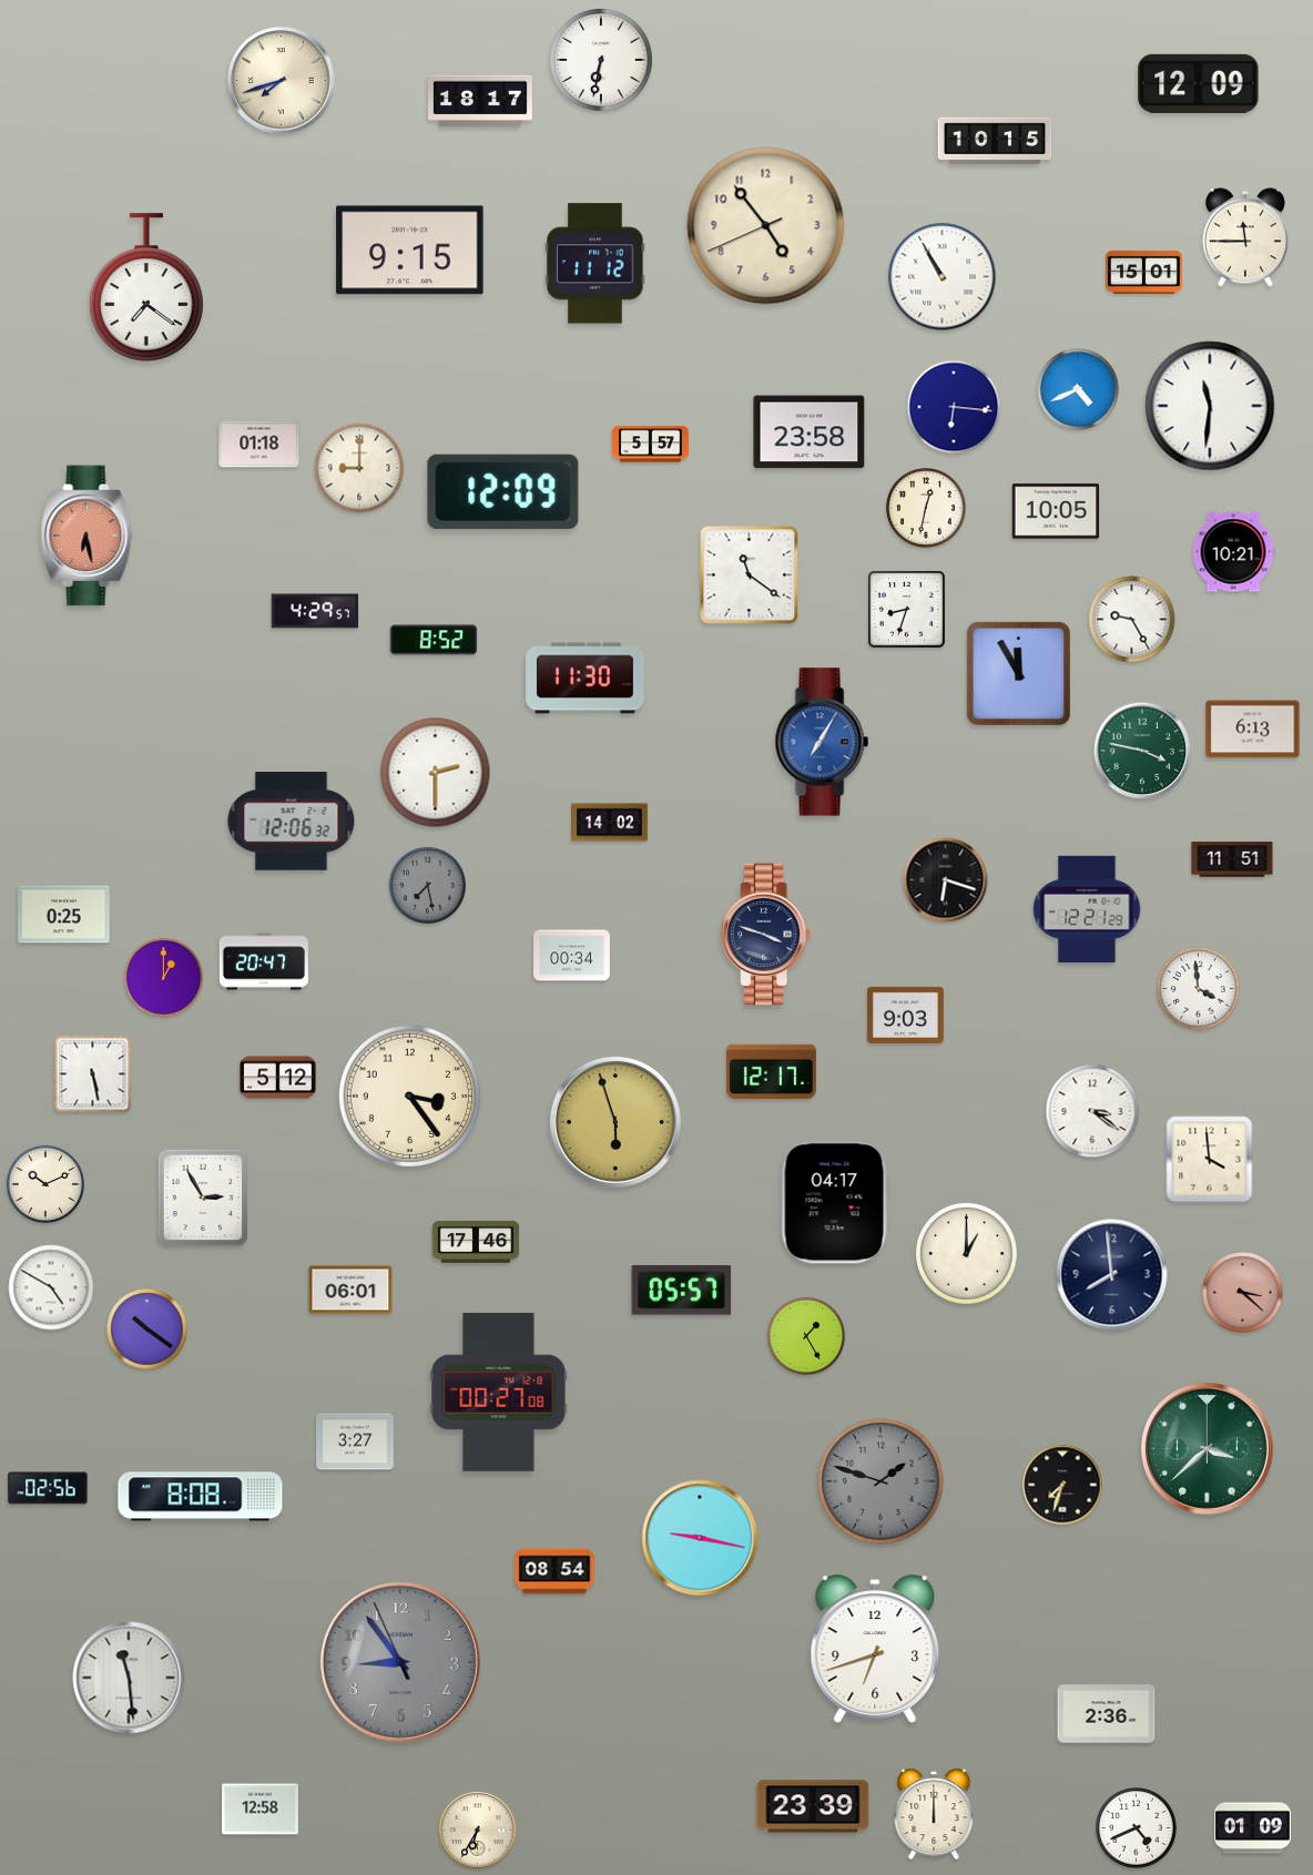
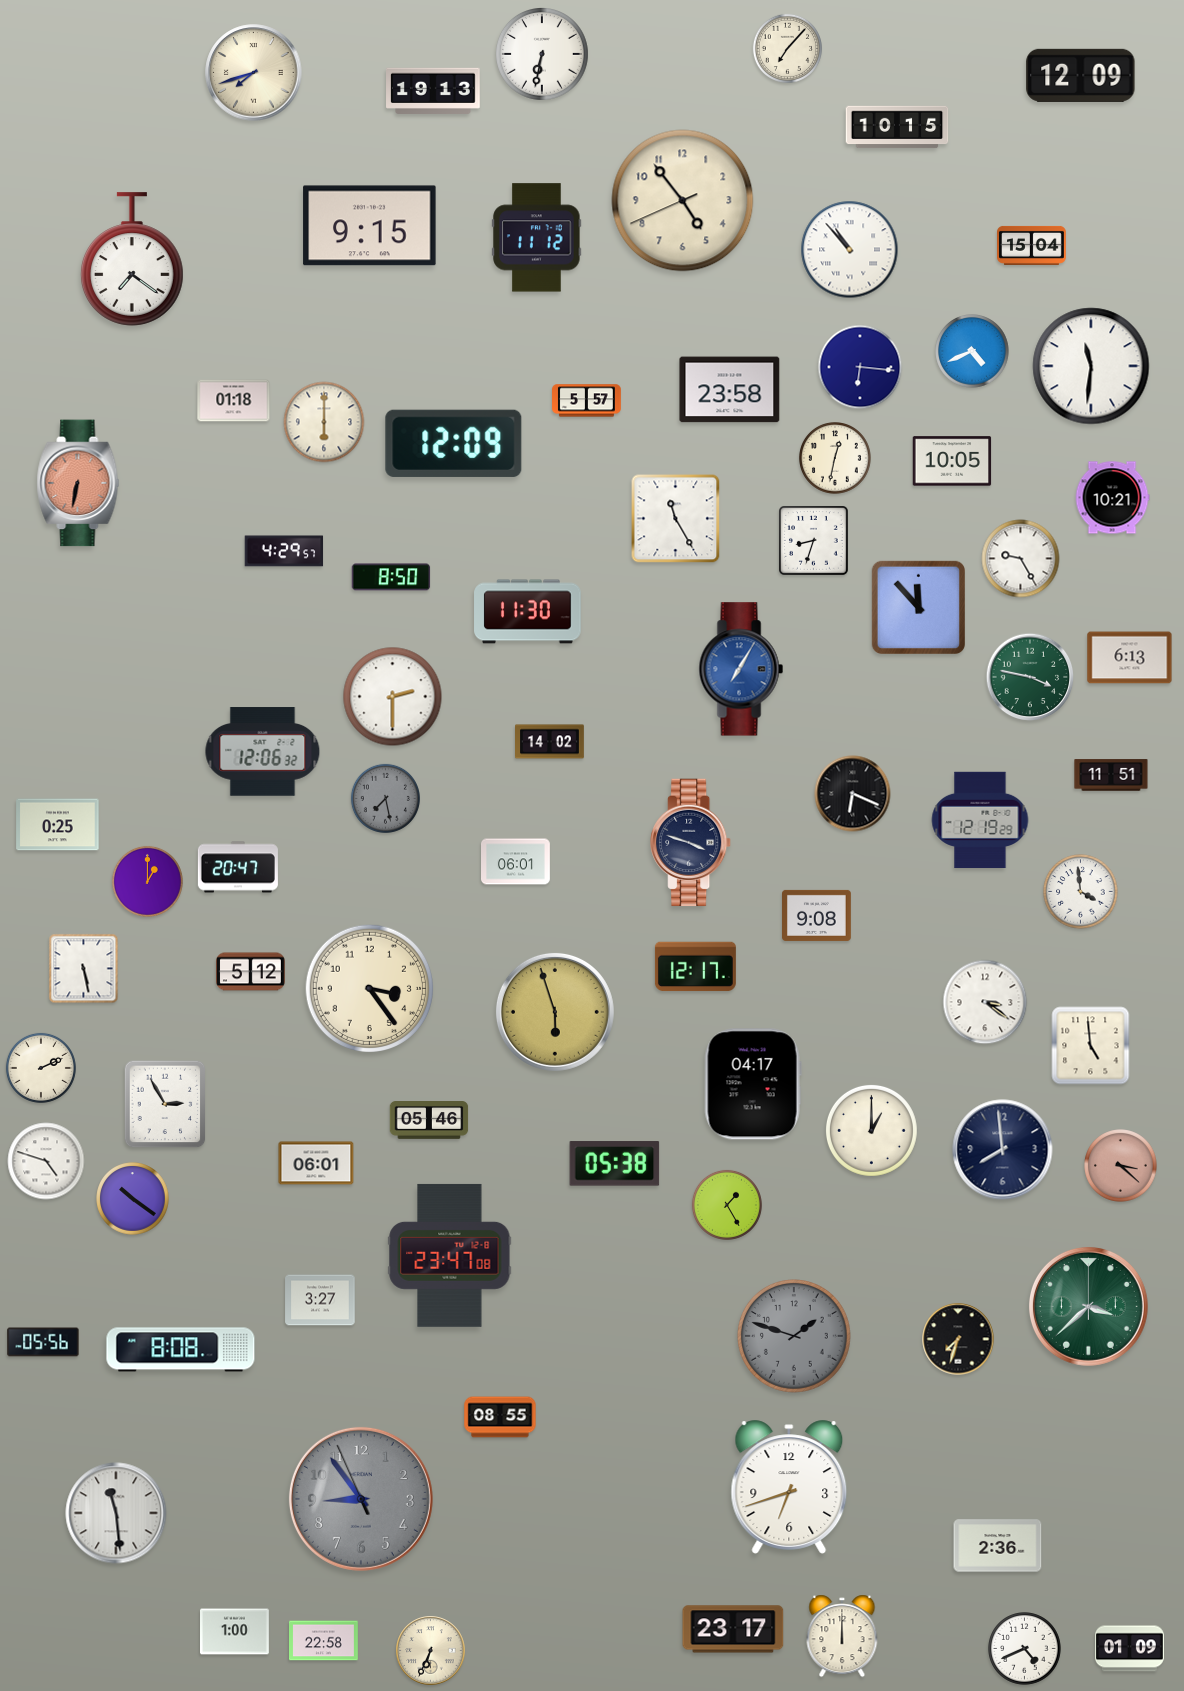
clock at (787, 48): none -> 7:07
clock at (481, 101): 18:17 -> 19:13
clock at (766, 226) position: (766, 226) -> (683, 201)
clock at (1245, 237): 11:45 -> none
clock at (1144, 272): 15:01 -> 15:04
clock at (943, 277): 10:55 -> 10:53
clock at (359, 468): 9:00 -> 6:00
clock at (86, 536): 6:28 -> 6:32
clock at (750, 575): 11:21 -> 11:25
clock at (907, 610) position: (907, 610) -> (814, 541)
clock at (434, 640): 8:52 -> 8:50
clock at (1018, 673): 11:55 -> 11:53
clock at (292, 822) position: (292, 822) -> (263, 752)
clock at (946, 880): 6:18 -> 6:19
clock at (1087, 909): 12:21 -> 12:19
clock at (572, 956): 00:34 -> 06:01
clock at (906, 1015): 9:03 -> 9:08
clock at (1210, 1160): 3:59 -> 4:59
clock at (45, 1184): 10:11 -> 2:11
clock at (203, 1198) position: (203, 1198) -> (165, 1104)
clock at (476, 1243): 17:46 -> 05:46
clock at (51, 1287): 4:50 -> 4:48
clock at (682, 1291): 05:57 -> 05:38
clock at (499, 1392): 00:27 -> 23:47
clock at (48, 1488): 02:56 -> 05:56
clock at (700, 1538): 9:17 -> none
clock at (554, 1571): 08:54 -> 08:55
clock at (813, 1806): 23:39 -> 23:17
clock at (261, 1810): 12:58 -> 1:00
clock at (324, 1641): none -> 22:58
clock at (478, 1831): 6:35 -> 6:34
